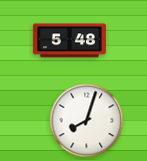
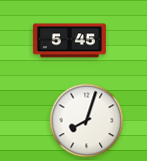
clock at (69, 41): 5:48 -> 5:45
